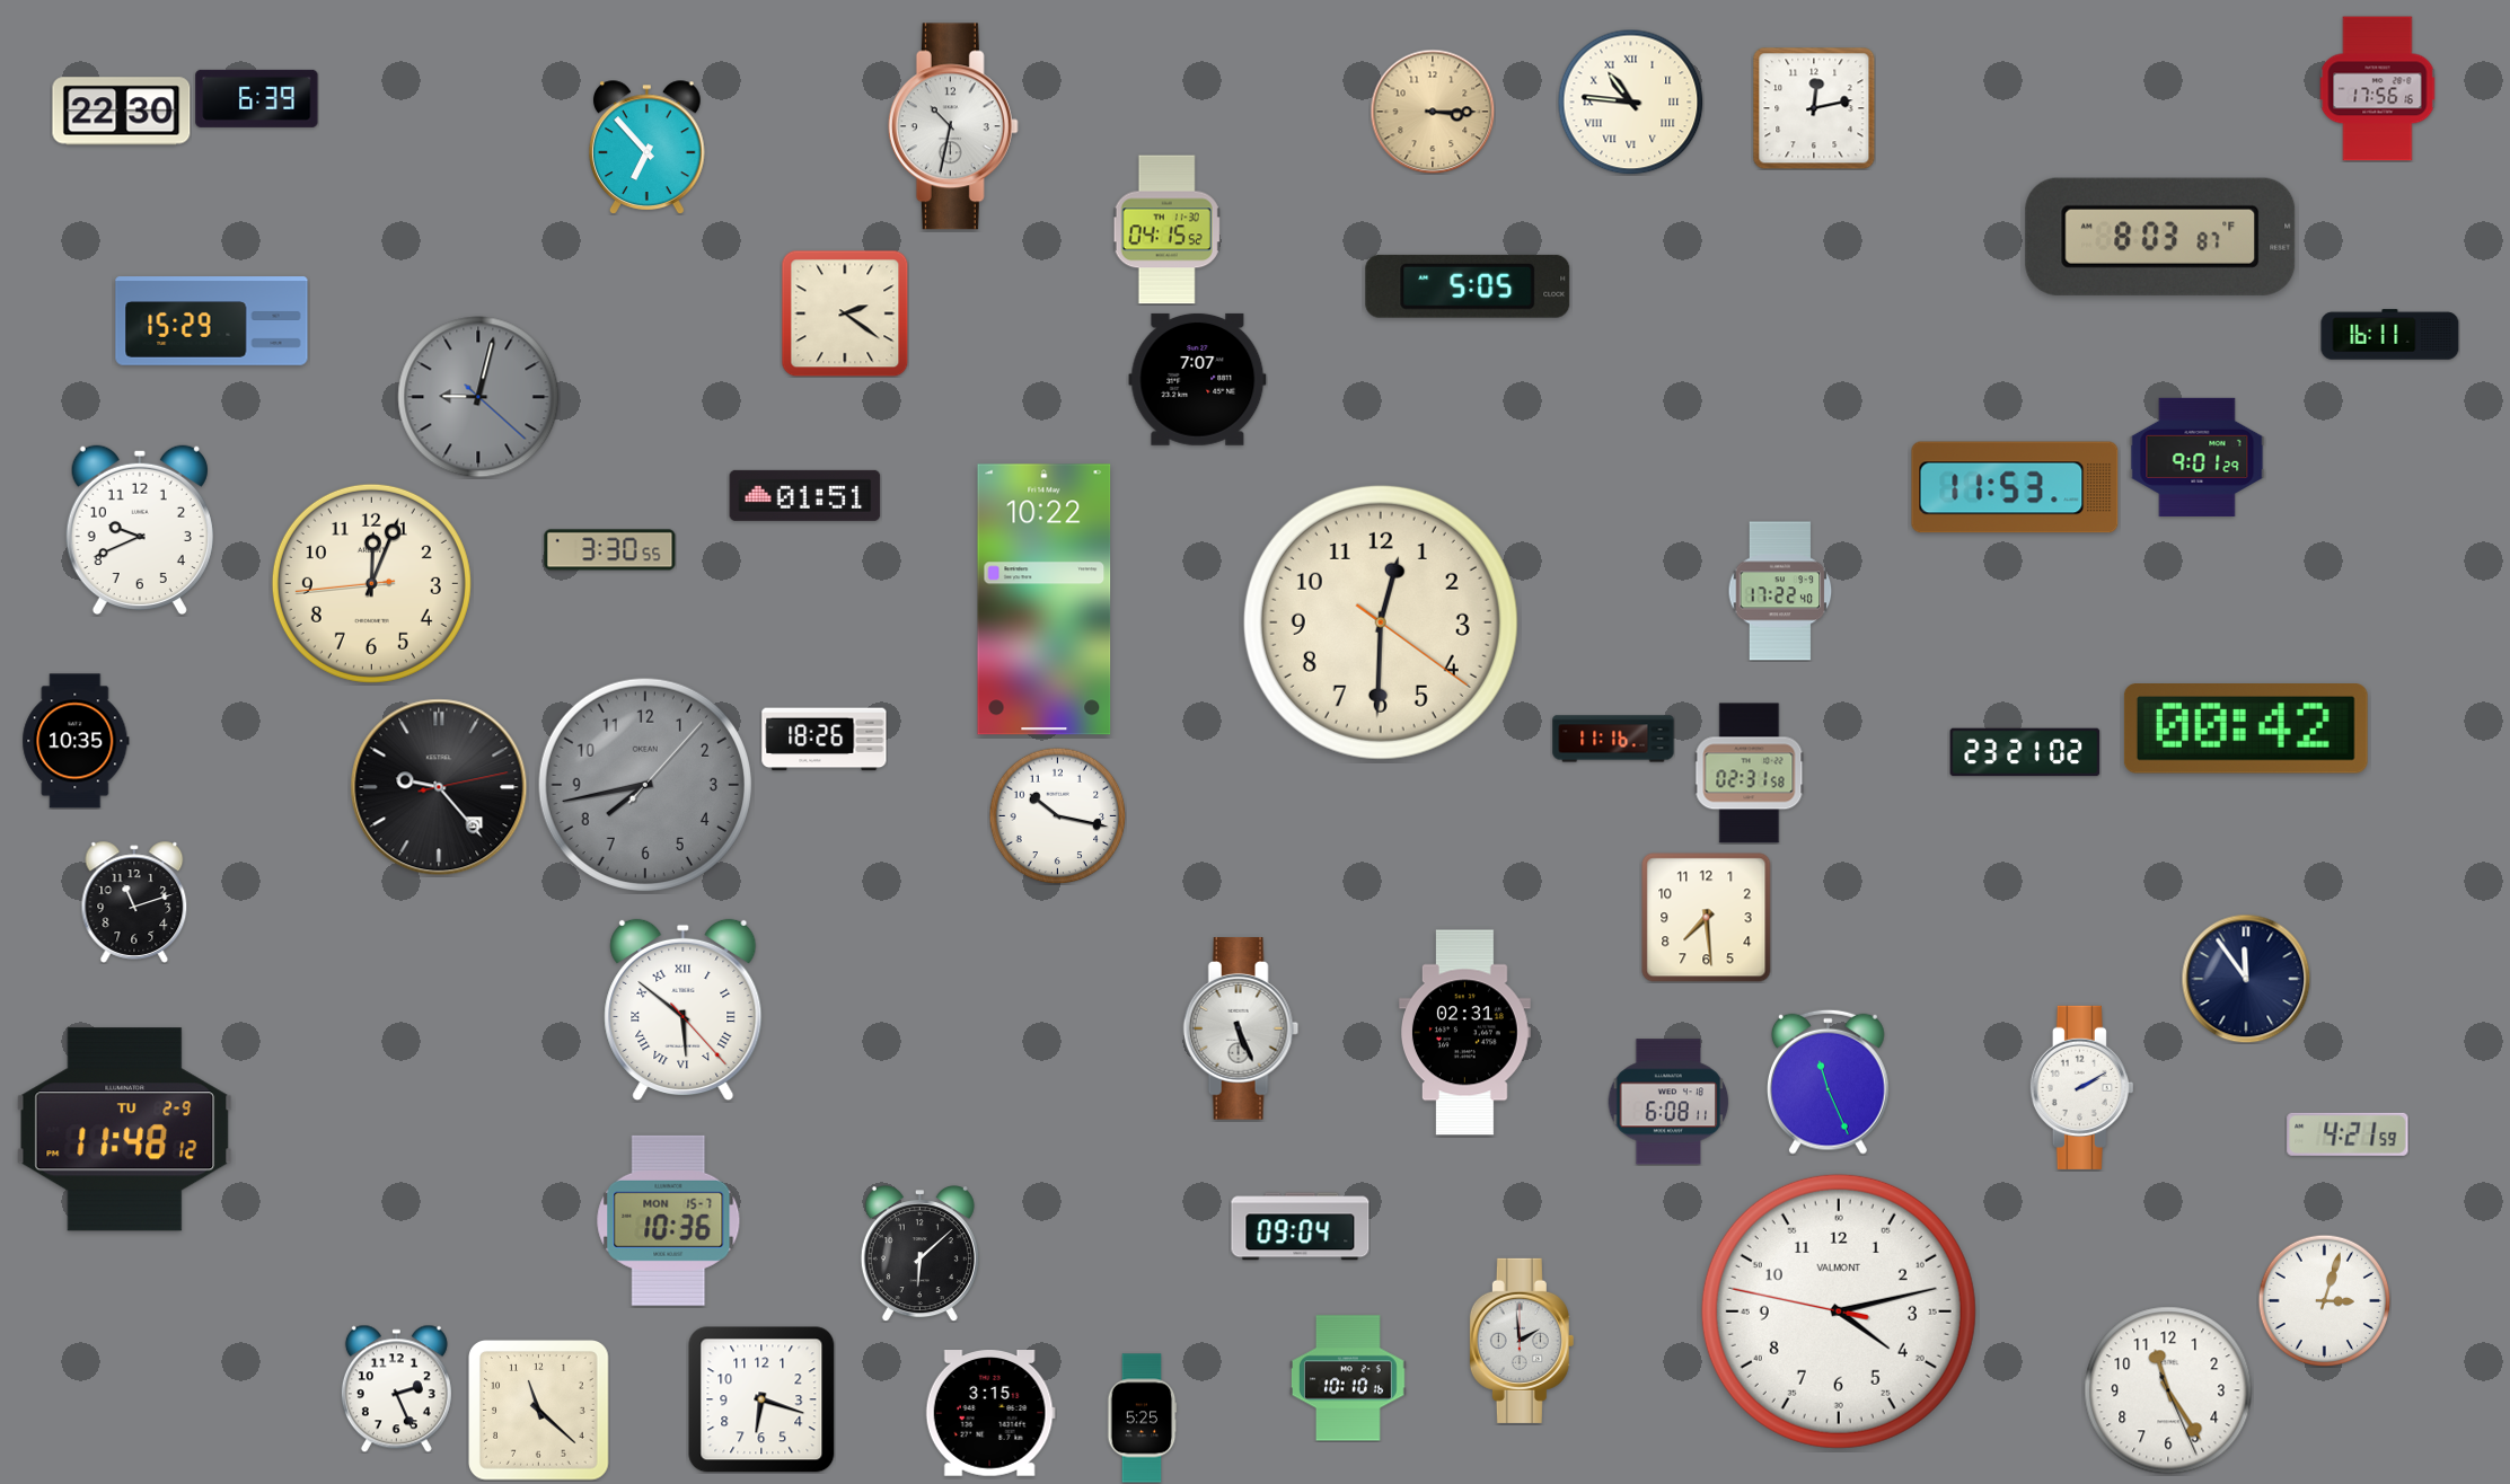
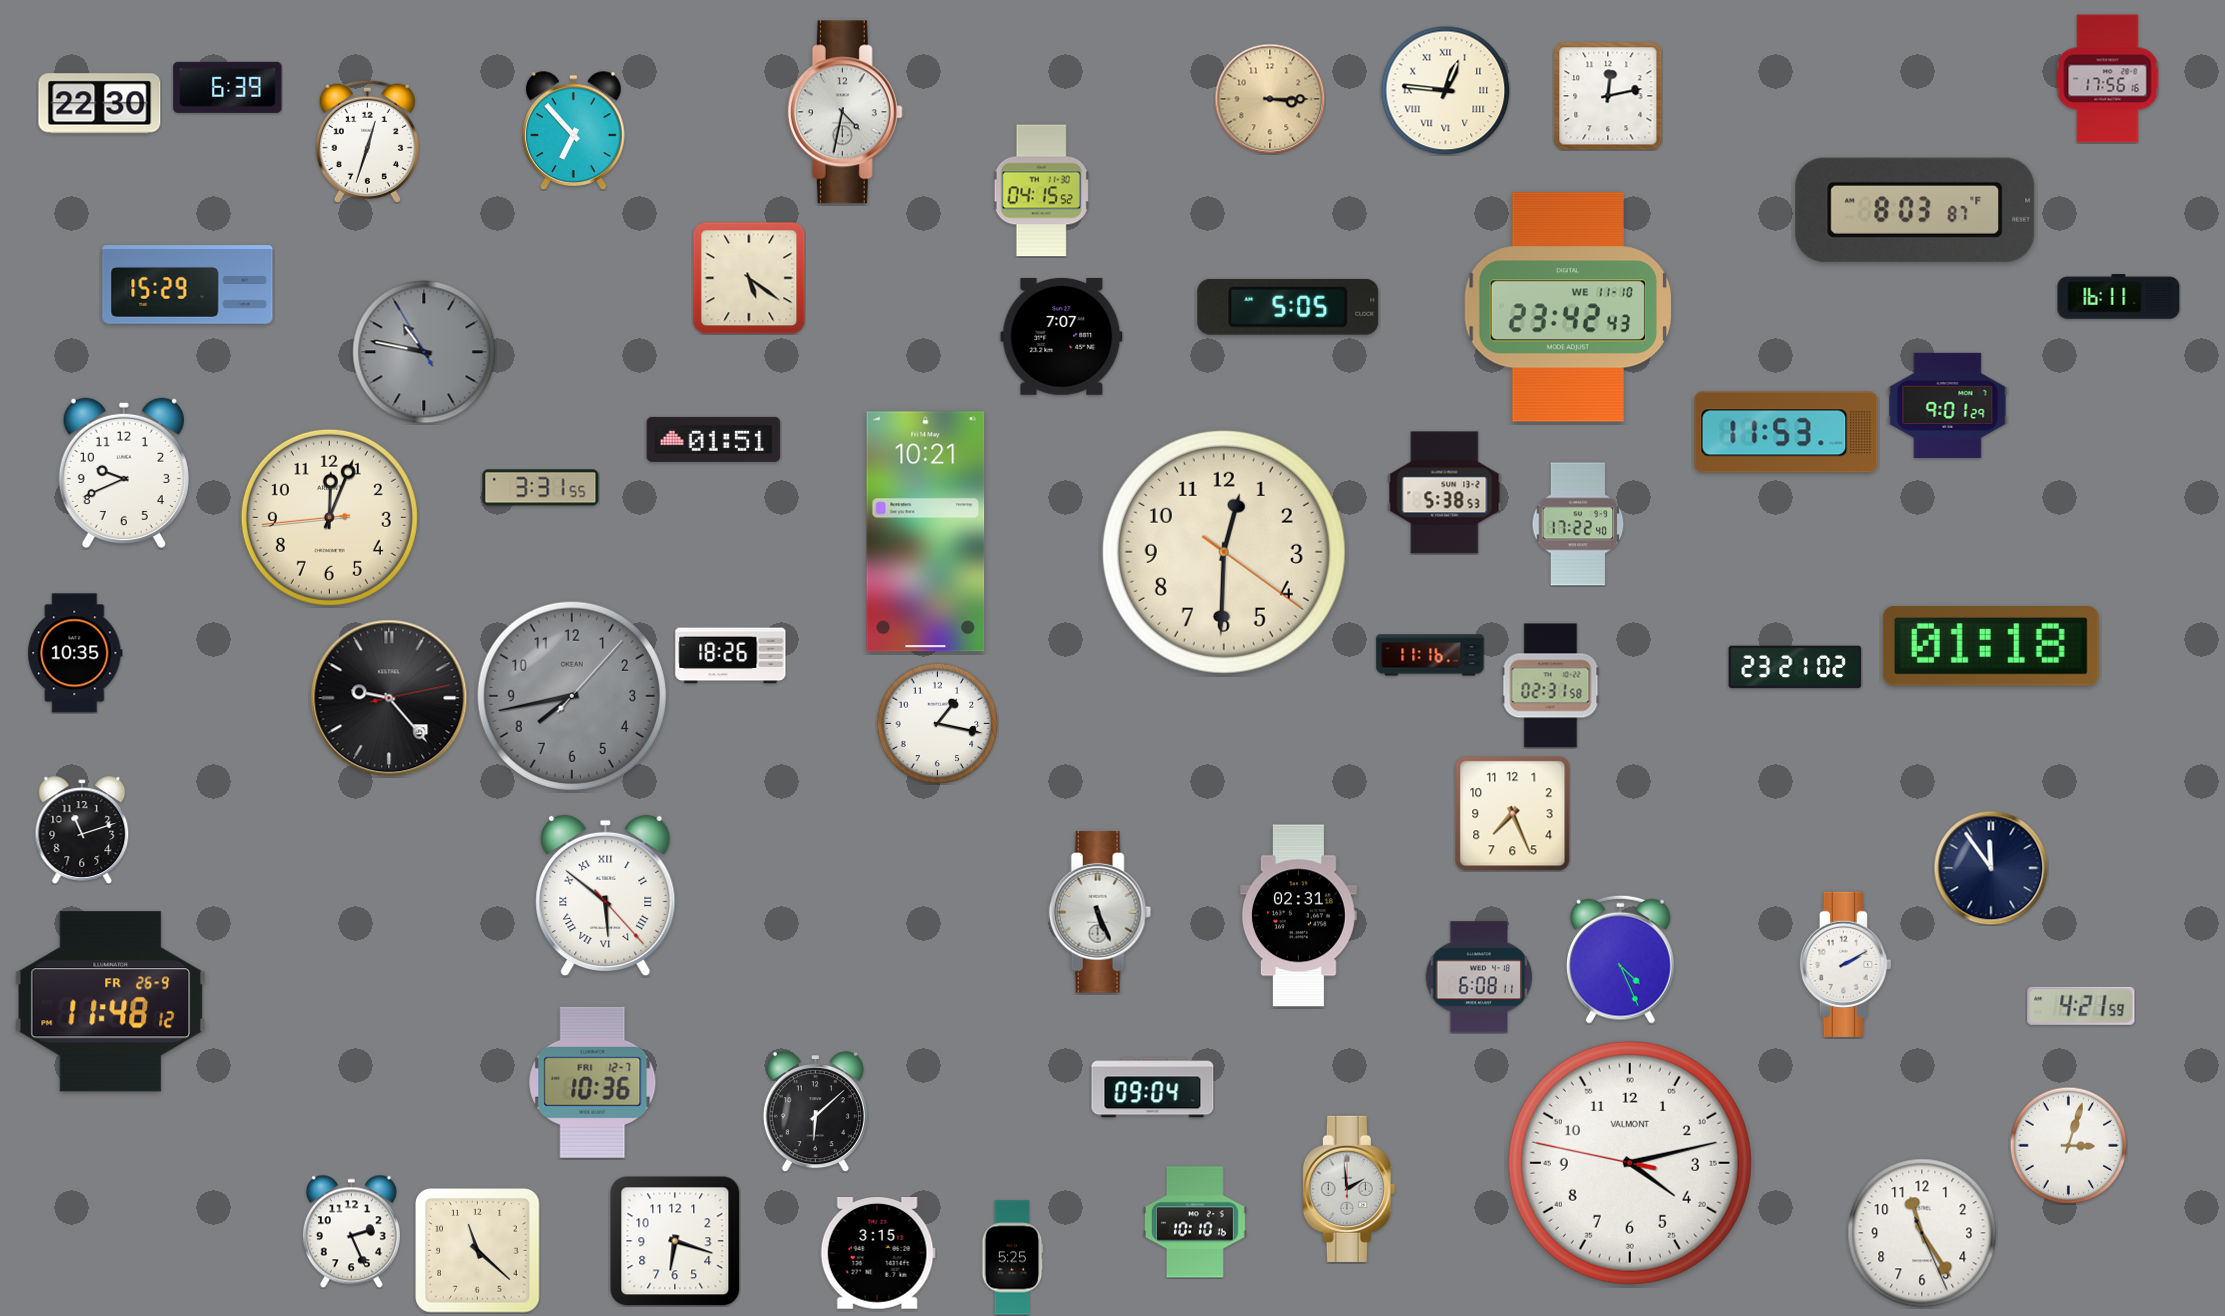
clock at (1630, 101): 10:46 -> 12:46
clock at (122, 112) position: (122, 112) -> (100, 104)
clock at (953, 126): 10:32 -> 4:32
clock at (367, 141): none -> 12:33
clock at (1168, 230) position: (1168, 230) -> (1042, 191)
clock at (1468, 286) position: (1468, 286) -> (1288, 307)
clock at (845, 313): 2:21 -> 5:21
clock at (1567, 307): none -> 23:42
clock at (478, 397): 9:02 -> 10:46
clock at (140, 529) position: (140, 529) -> (124, 472)
clock at (610, 550): 3:30 -> 3:31
clock at (1445, 493): none -> 5:38
clock at (1045, 600): 10:22 -> 10:21
clock at (2246, 730): 00:42 -> 01:18
clock at (76, 741) position: (76, 741) -> (75, 653)
clock at (1057, 815): 10:17 -> 1:17
clock at (134, 902) position: (134, 902) -> (82, 830)
clock at (1707, 918): 7:29 -> 7:26
clock at (1828, 1081): 11:26 -> 4:26
clock at (124, 1130) date: TU 2-9 -> FR 26-9
clock at (669, 1220) date: MON 15-7 -> FRI 12-7
clock at (2324, 1300) position: (2324, 1300) -> (2068, 1145)
